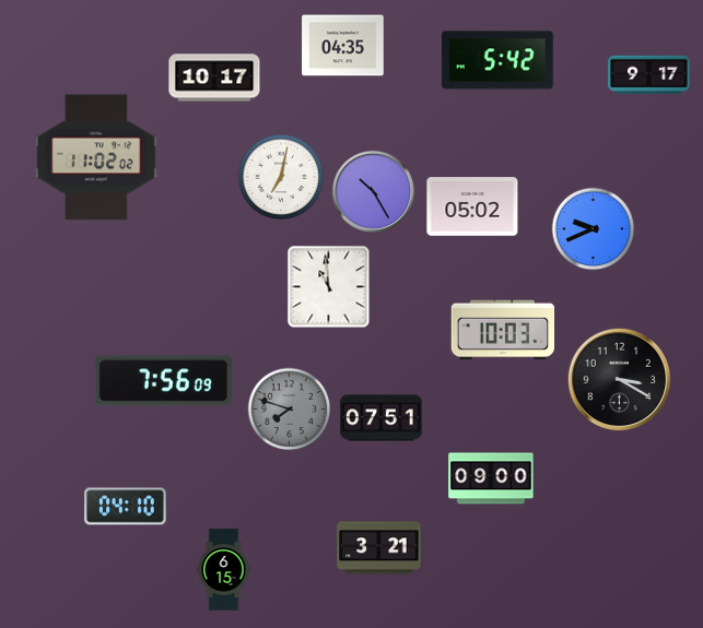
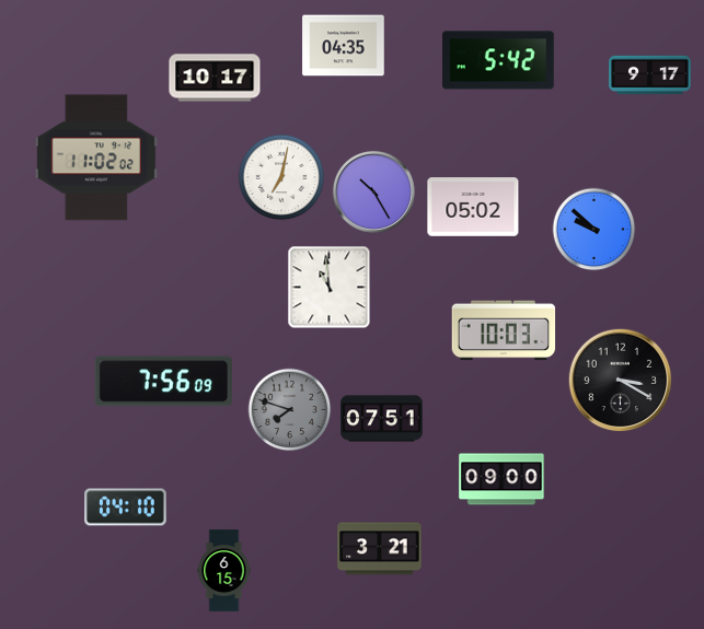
clock at (594, 229): 9:41 -> 9:52
clock at (491, 478) position: (491, 478) -> (501, 479)
